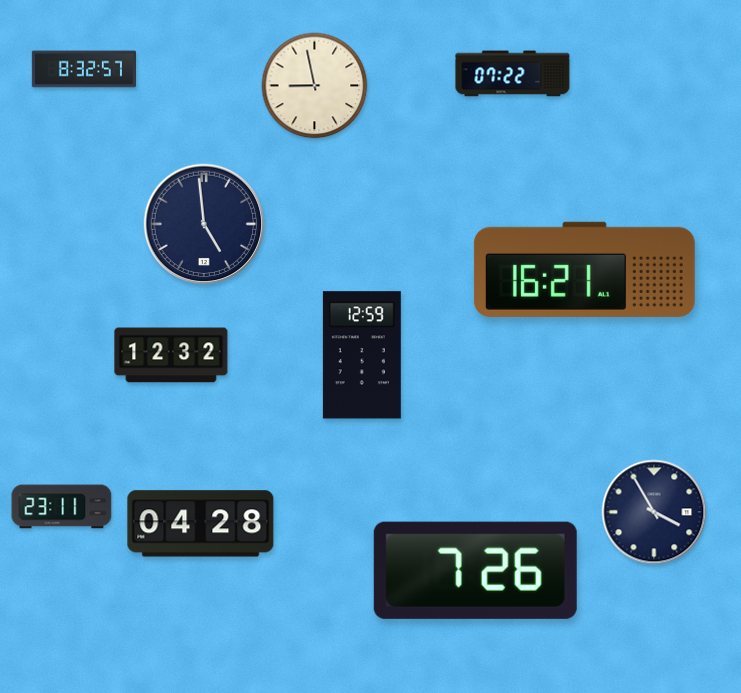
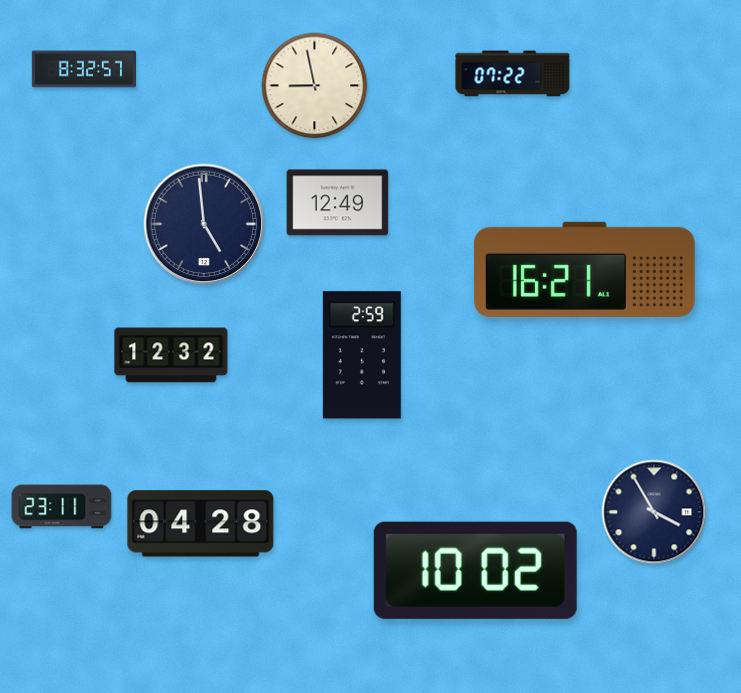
clock at (338, 203): none -> 12:49
clock at (362, 355): 12:59 -> 2:59
clock at (475, 570): 7:26 -> 10:02
